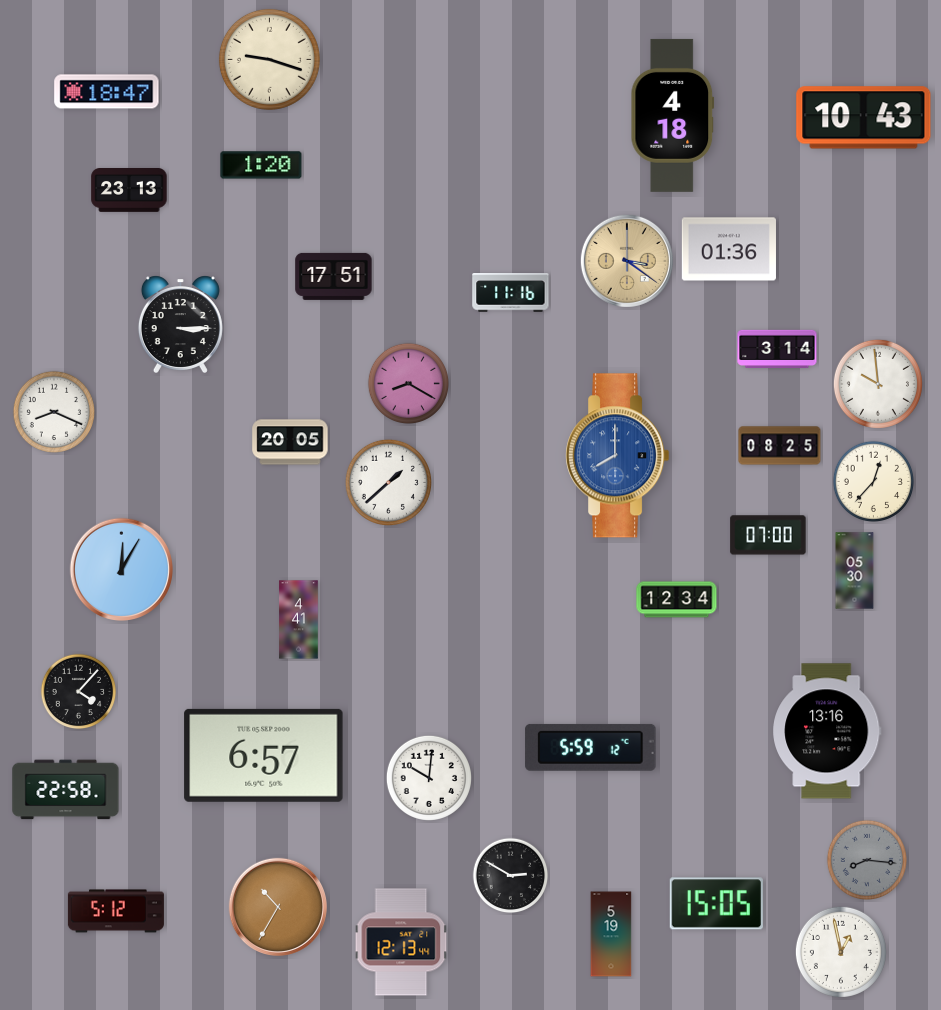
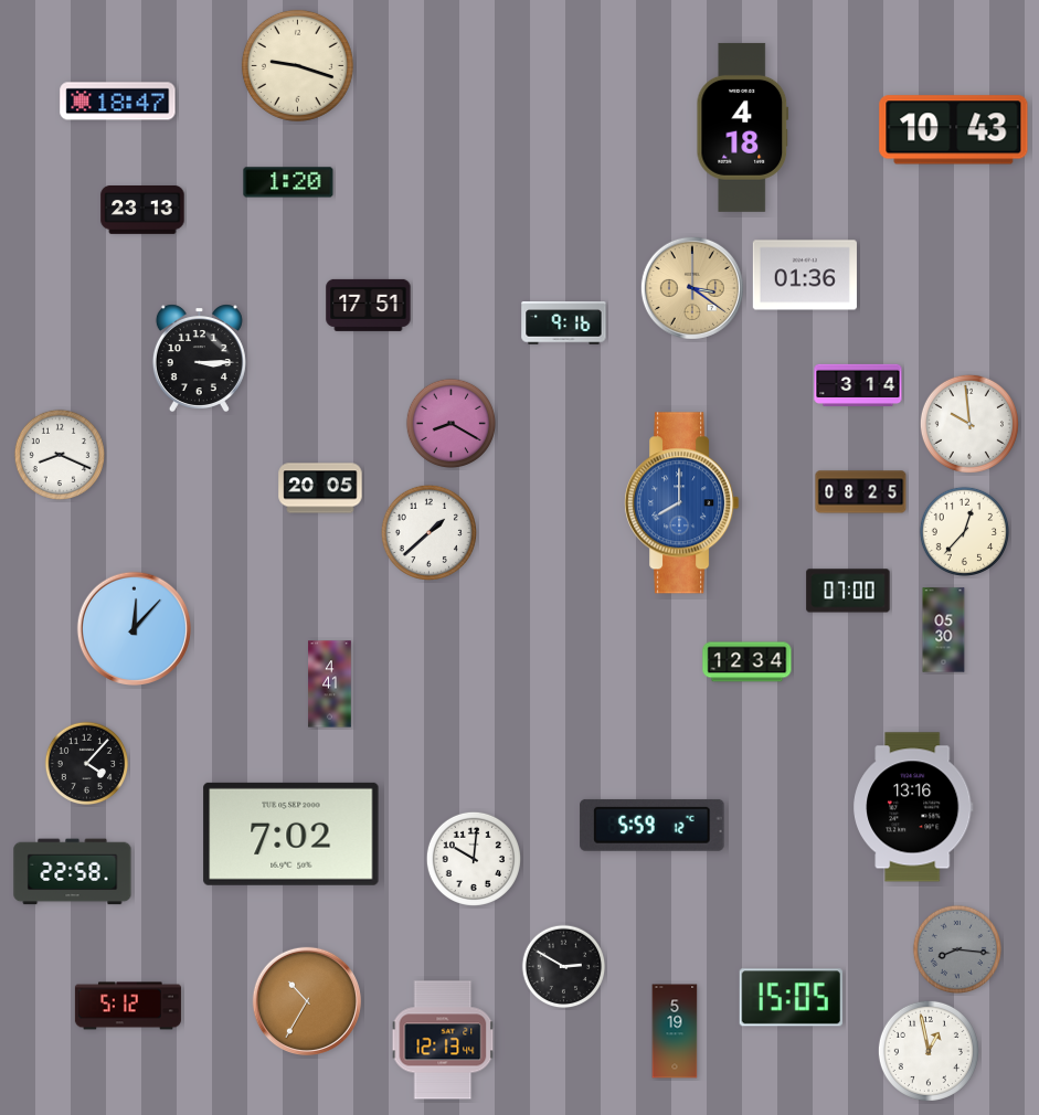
clock at (511, 293): 11:16 -> 9:16
clock at (121, 569): 12:05 -> 12:07
clock at (264, 755): 6:57 -> 7:02
